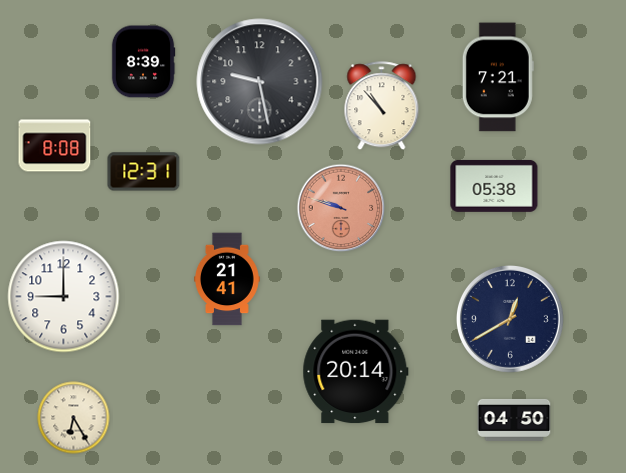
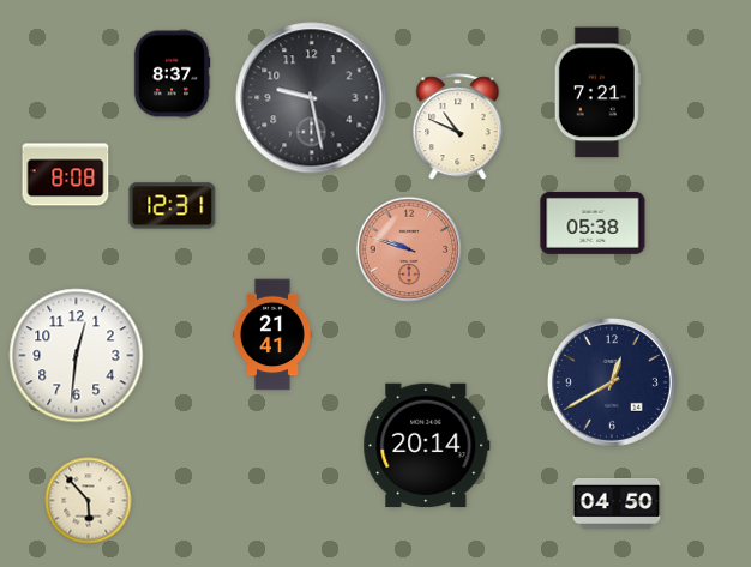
clock at (143, 62): 8:39 -> 8:37
clock at (382, 106): 10:53 -> 10:49
clock at (64, 297): 9:00 -> 12:31
clock at (74, 418): 6:25 -> 5:53
